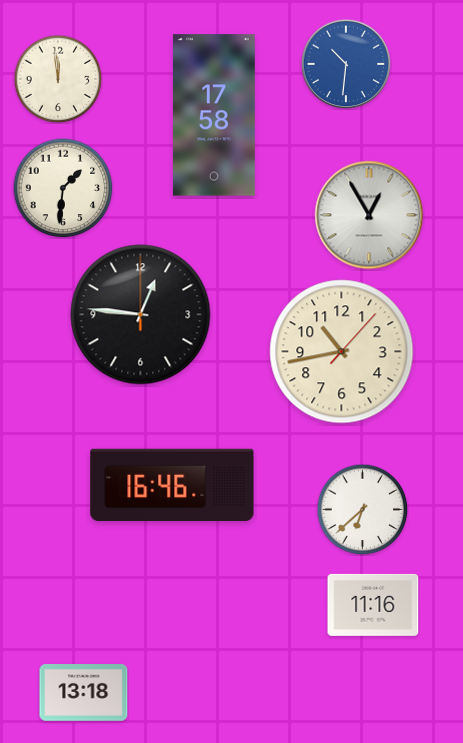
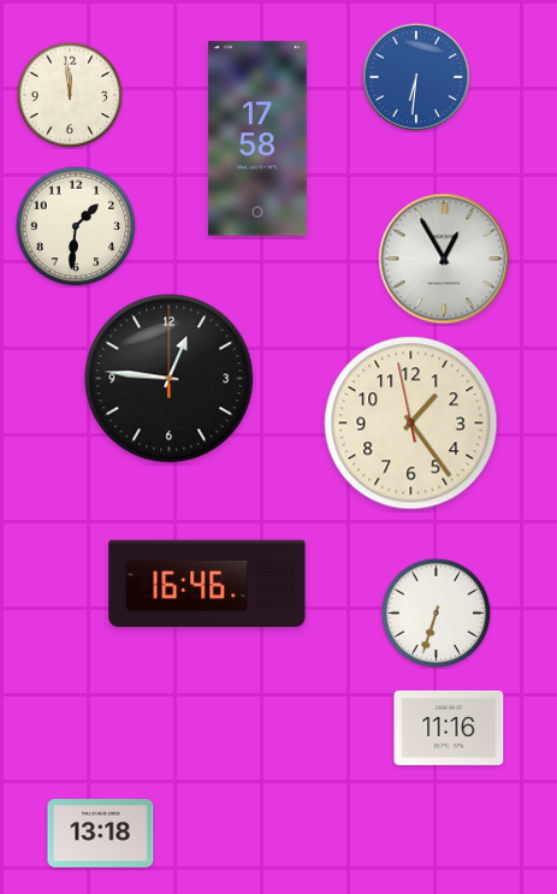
clock at (346, 64): 10:31 -> 6:31
clock at (342, 352): 10:43 -> 1:23
clock at (362, 509): 6:38 -> 6:33
